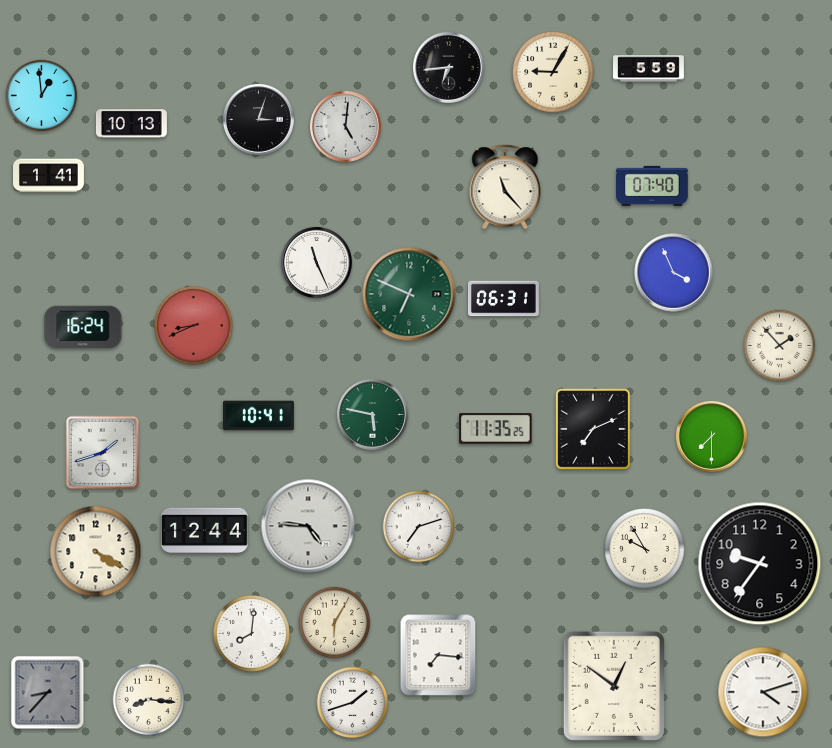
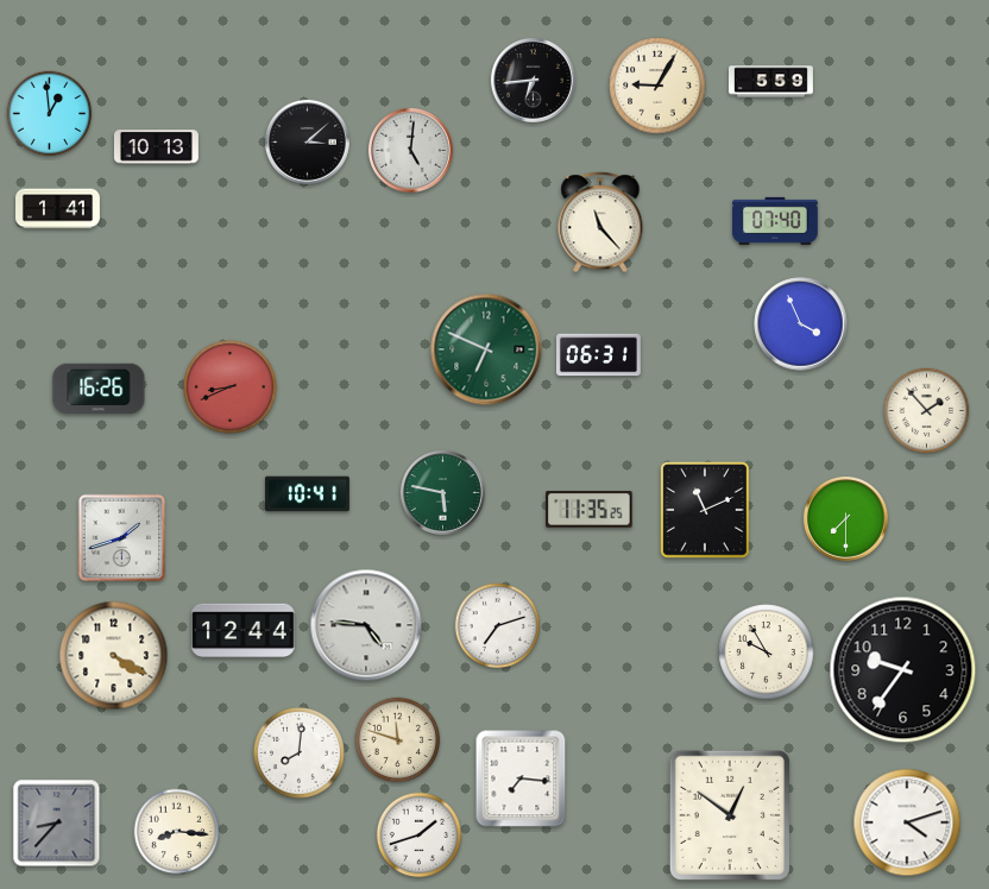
clock at (258, 119): 3:03 -> 3:08
clock at (316, 262): 11:26 -> none
clock at (83, 326): 16:24 -> 16:26
clock at (594, 429): 7:11 -> 11:11
clock at (335, 623): 6:05 -> 11:48
